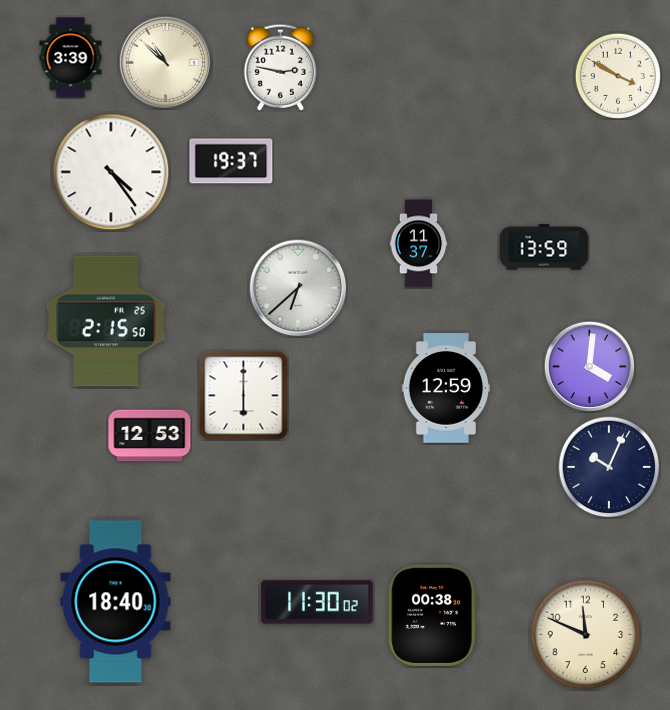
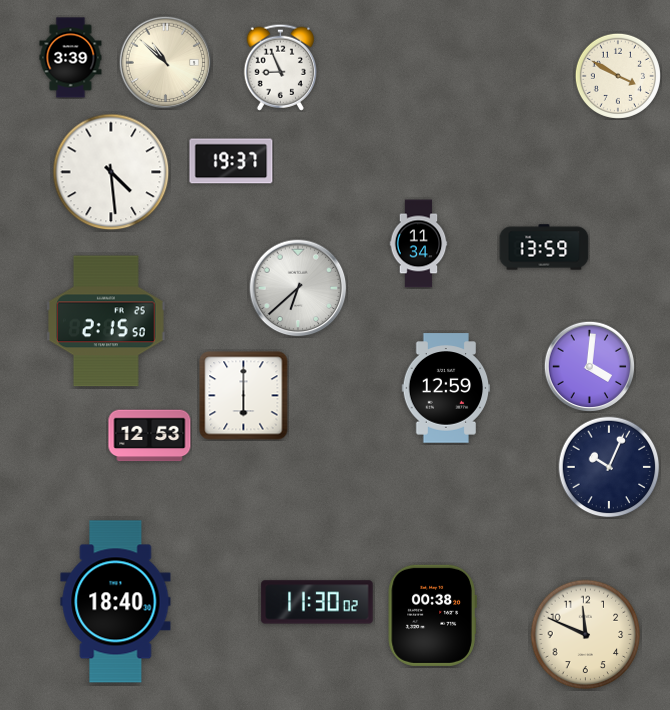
clock at (280, 67): 2:47 -> 8:56
clock at (111, 172): 4:24 -> 4:29
clock at (419, 244): 11:37 -> 11:34
